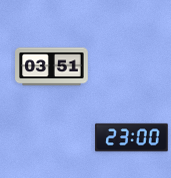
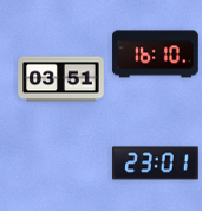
clock at (156, 55): none -> 16:10
clock at (132, 138): 23:00 -> 23:01
